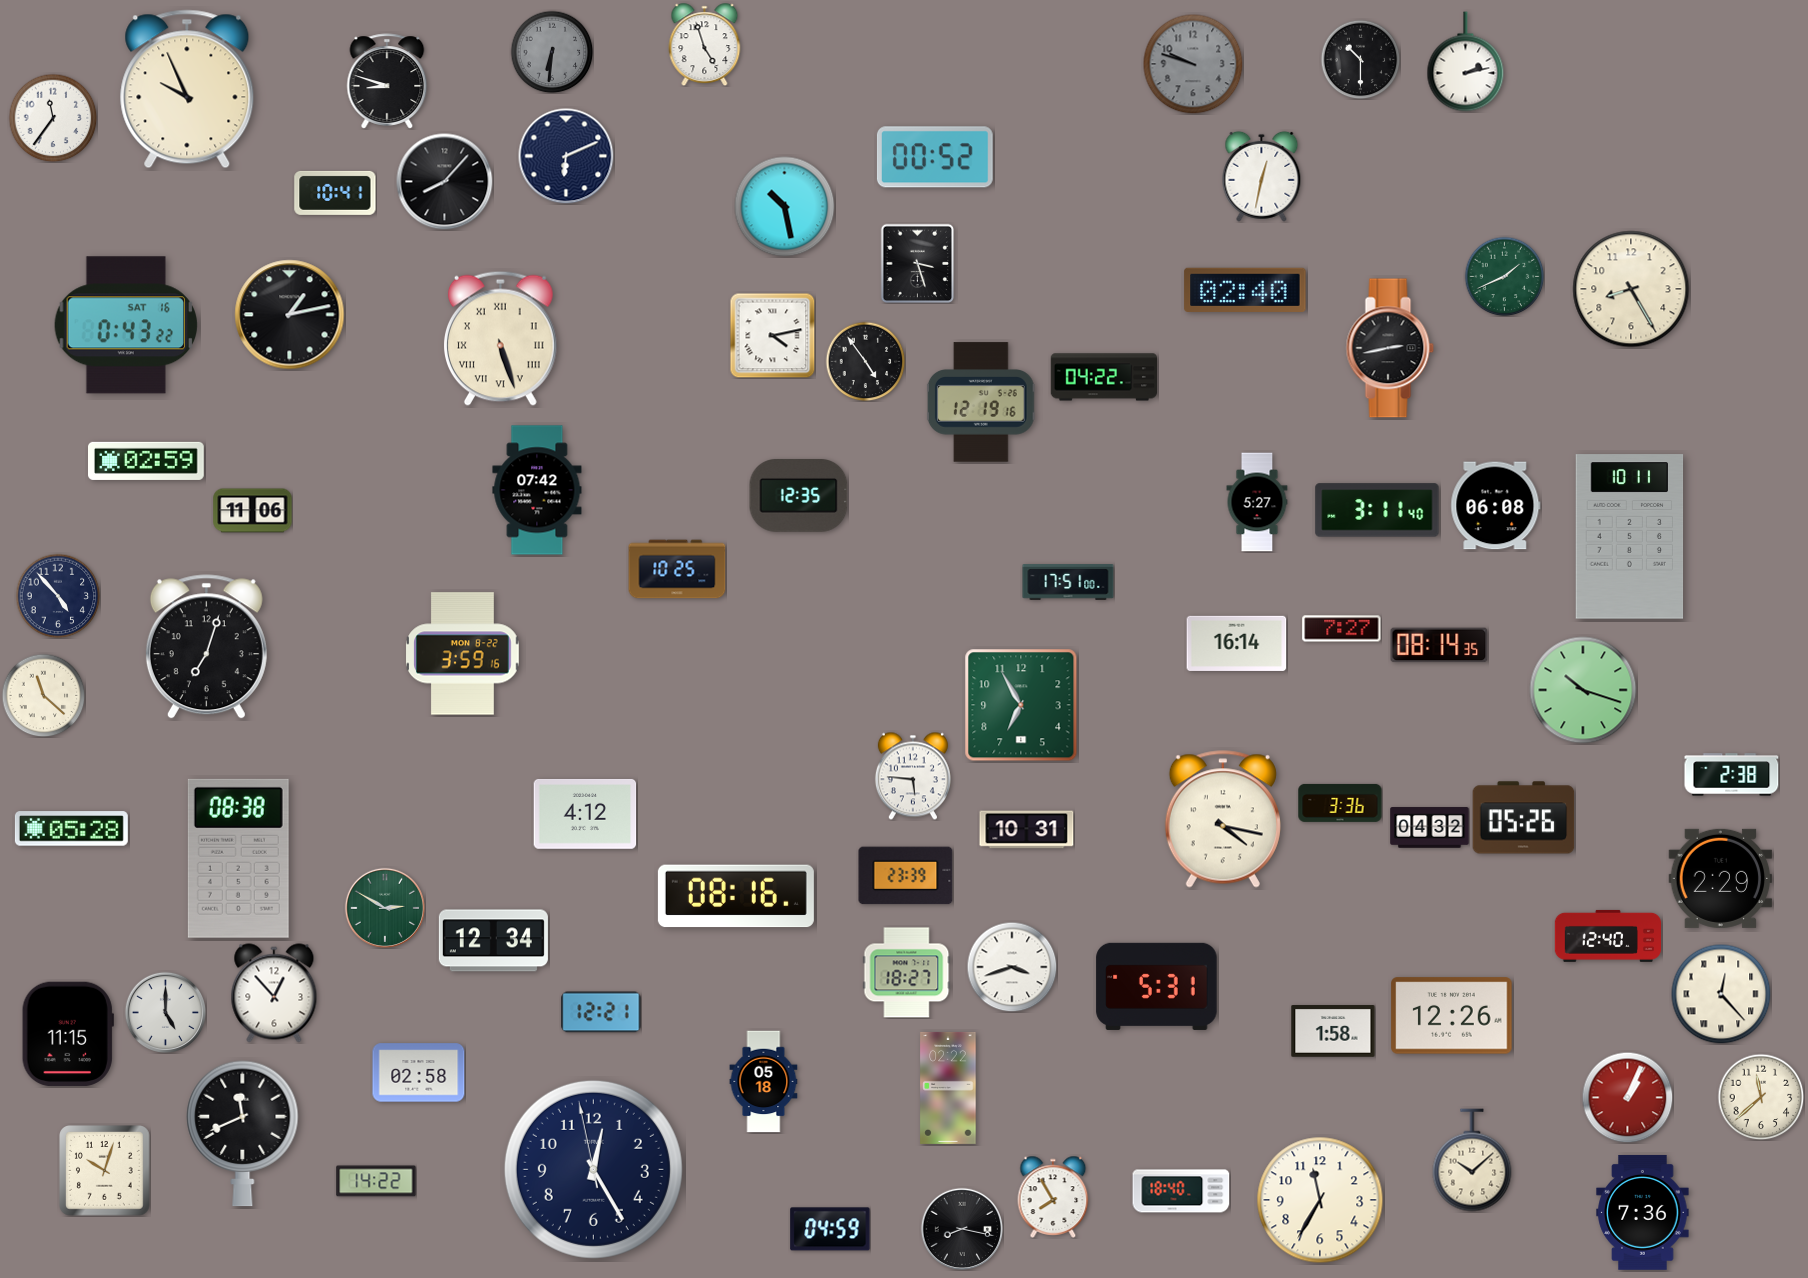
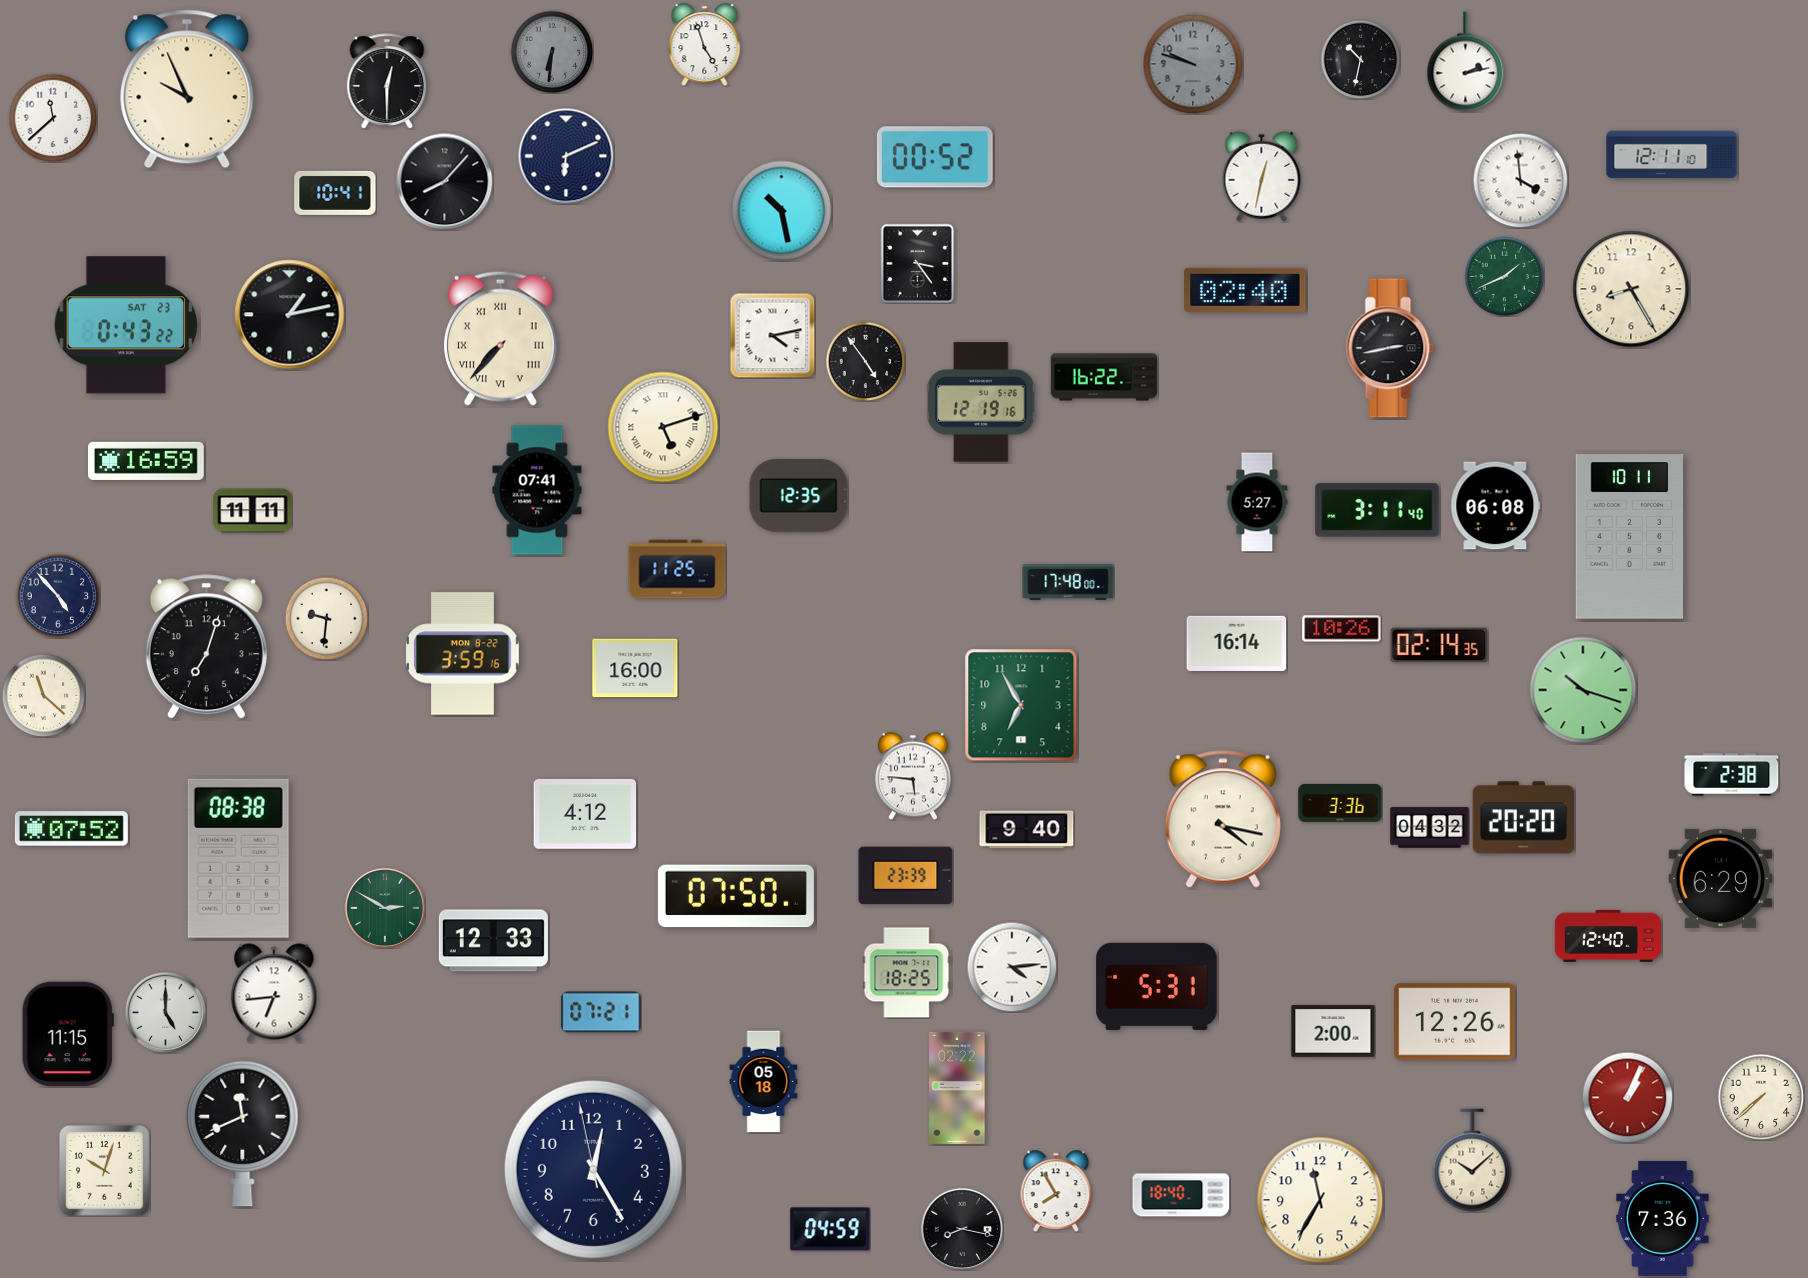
clock at (1360, 59): 10:30 -> 10:32
clock at (387, 81): 8:48 -> 12:30
clock at (53, 118): 11:36 -> 11:38
clock at (1672, 155): none -> 12:11
clock at (1520, 180): none -> 3:59
clock at (785, 207) position: (785, 207) -> (782, 211)
clock at (918, 263): 3:27 -> 3:24
clock at (125, 325) date: SAT 16 -> SAT 23
clock at (500, 338): 5:27 -> 7:37
clock at (1103, 377): 04:22 -> 16:22
clock at (663, 427): none -> 5:12
clock at (147, 461): 02:59 -> 16:59
clock at (537, 490): 07:42 -> 07:41
clock at (253, 511): 11:06 -> 11:11
clock at (677, 569): 10:25 -> 11:25
clock at (1068, 582): 17:51 -> 17:48
clock at (326, 618): none -> 9:31
clock at (1342, 629): 7:27 -> 10:26
clock at (1439, 645): 08:14 -> 02:14
clock at (635, 668): none -> 16:00
clock at (1524, 818): 05:26 -> 20:20
clock at (71, 829): 05:28 -> 07:52
clock at (1027, 830): 10:31 -> 9:40
clock at (1721, 878): 2:29 -> 6:29
clock at (736, 896): 08:16 -> 07:50
clock at (493, 941): 12:34 -> 12:33
clock at (1012, 967): 3:42 -> 4:14
clock at (907, 973): 18:27 -> 18:25
clock at (274, 993): 12:53 -> 6:44
clock at (1721, 994): 12:23 -> none
clock at (601, 1012): 12:21 -> 07:21
clock at (1452, 1016) position: (1452, 1016) -> (1455, 1022)
clock at (1333, 1031): 1:58 -> 2:00
clock at (419, 1073): 02:58 -> none
clock at (948, 1088) position: (948, 1088) -> (957, 1088)
clock at (1761, 1097): 11:38 -> 7:38
clock at (376, 1181): 14:22 -> none
clock at (1181, 1191) position: (1181, 1191) -> (1181, 1195)
clock at (1053, 1197) position: (1053, 1197) -> (1056, 1191)
clock at (1643, 1212) position: (1643, 1212) -> (1663, 1218)
